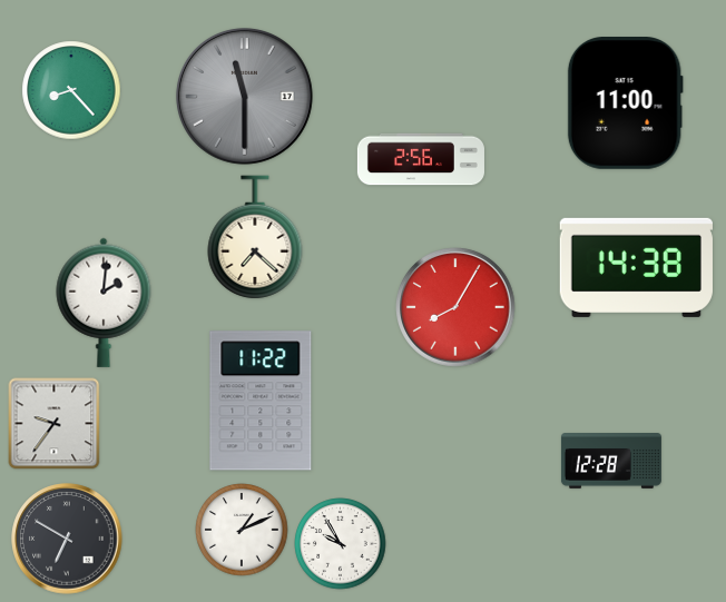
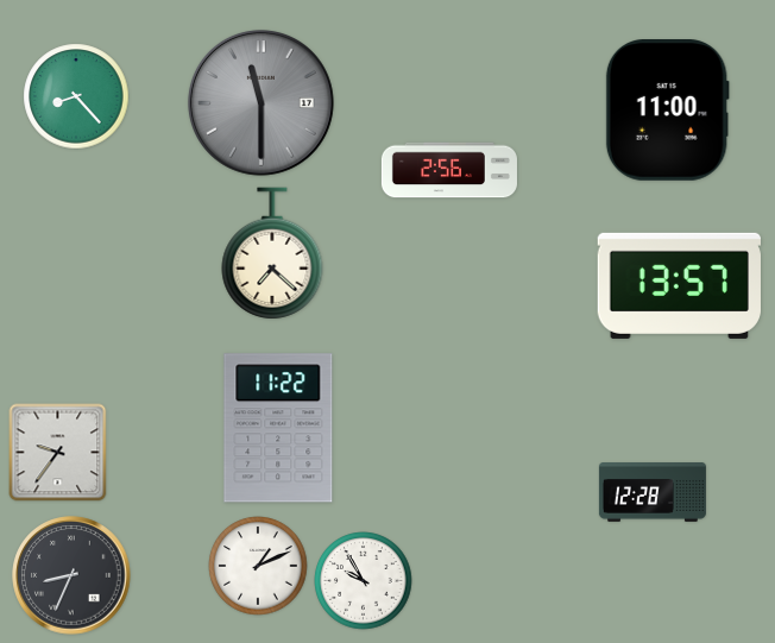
clock at (636, 267): 14:38 -> 13:57
clock at (104, 303): 2:01 -> none
clock at (455, 307): 8:05 -> none
clock at (67, 539): 6:50 -> 8:34
